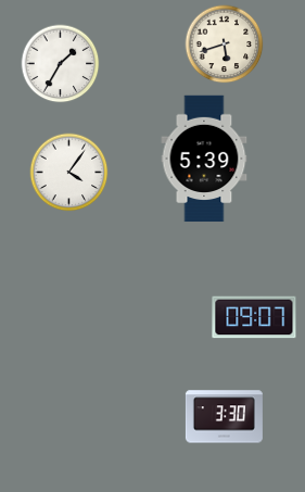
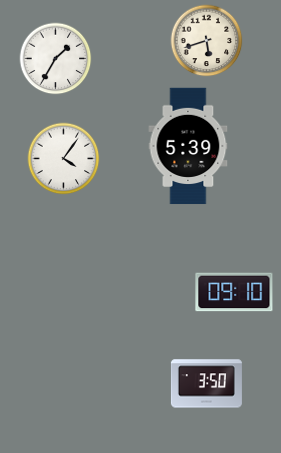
clock at (254, 317): 09:07 -> 09:10
clock at (224, 417): 3:30 -> 3:50
